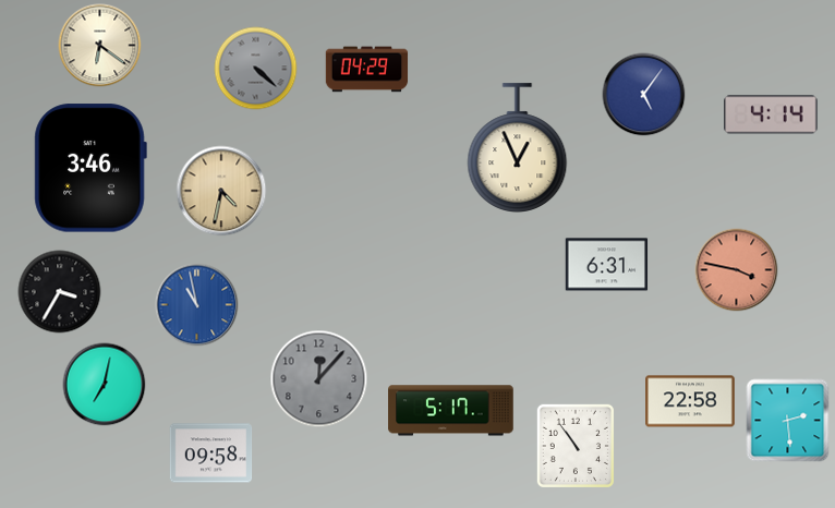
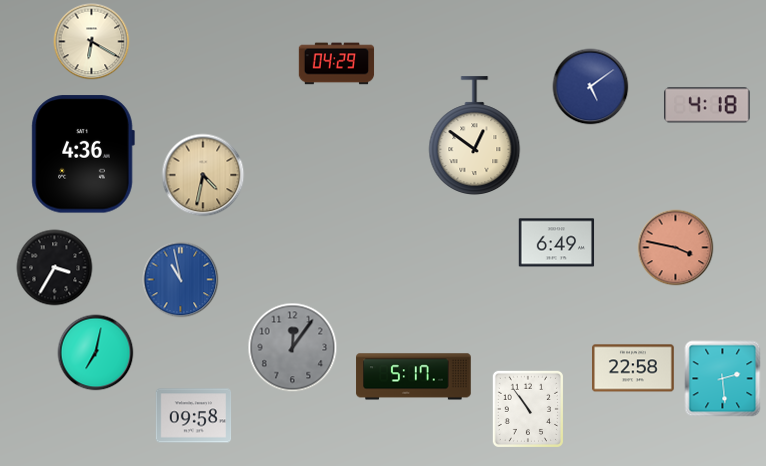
clock at (100, 46): 6:21 -> 6:20
clock at (256, 69): 4:22 -> none
clock at (644, 95): 5:06 -> 5:09
clock at (771, 114): 4:14 -> 4:18
clock at (518, 147): 12:56 -> 12:51
clock at (90, 168): 3:46 -> 4:36
clock at (607, 265): 6:31 -> 6:49
clock at (319, 379): 12:07 -> 12:06
clock at (788, 421) position: (788, 421) -> (723, 379)
